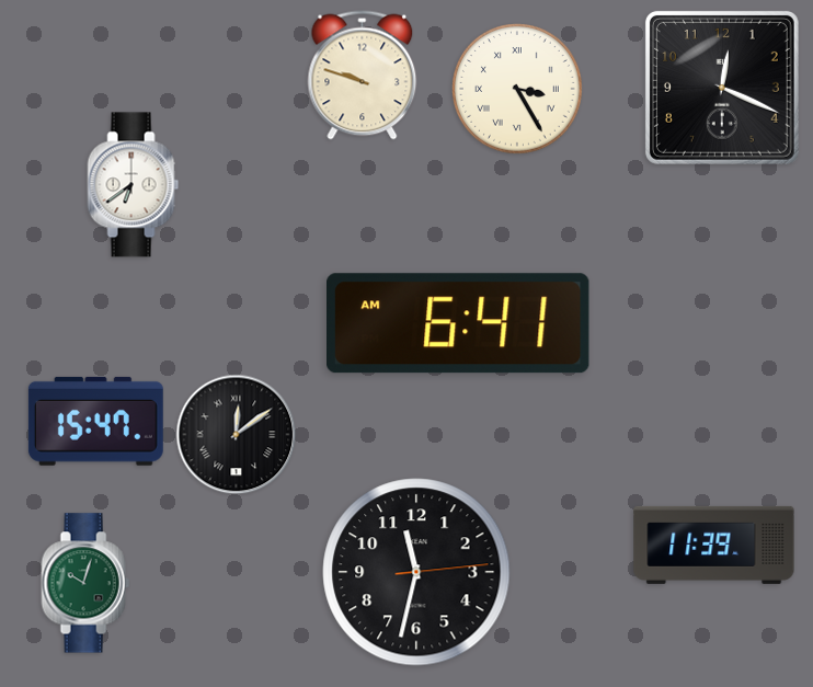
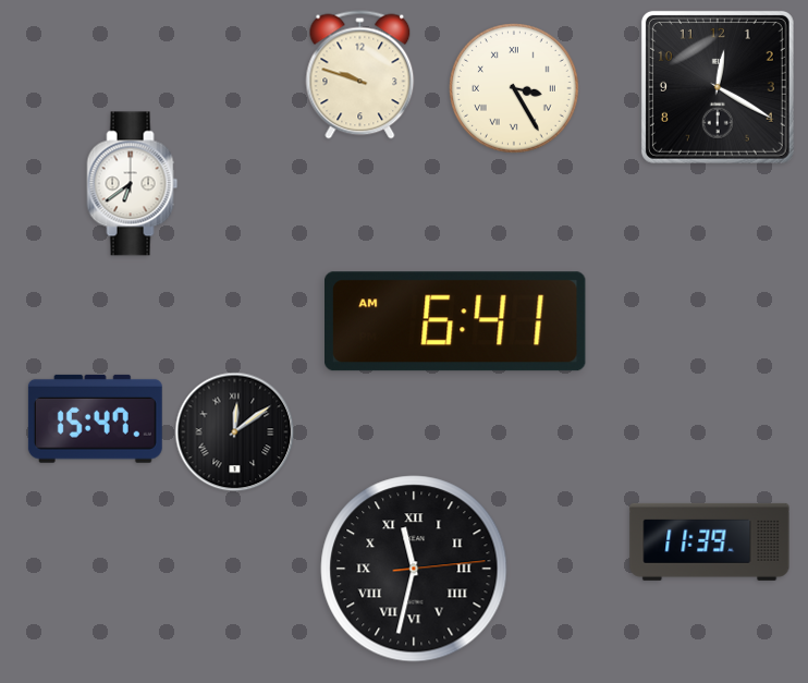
clock at (722, 88): 12:19 -> 12:20
clock at (416, 572) numerals: Arabic -> Roman
clock at (85, 583): 10:03 -> none
